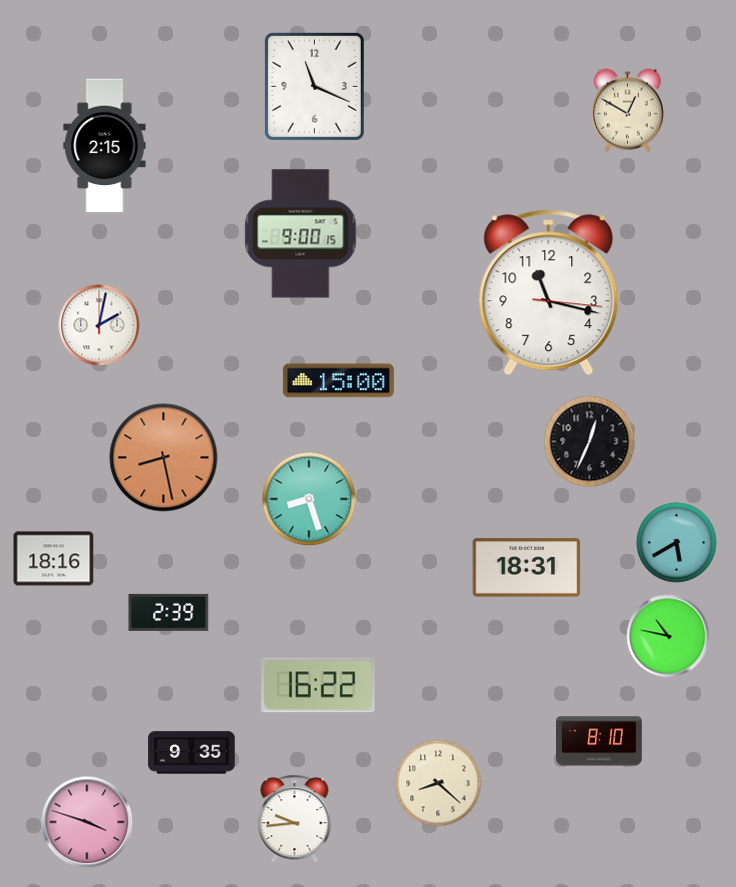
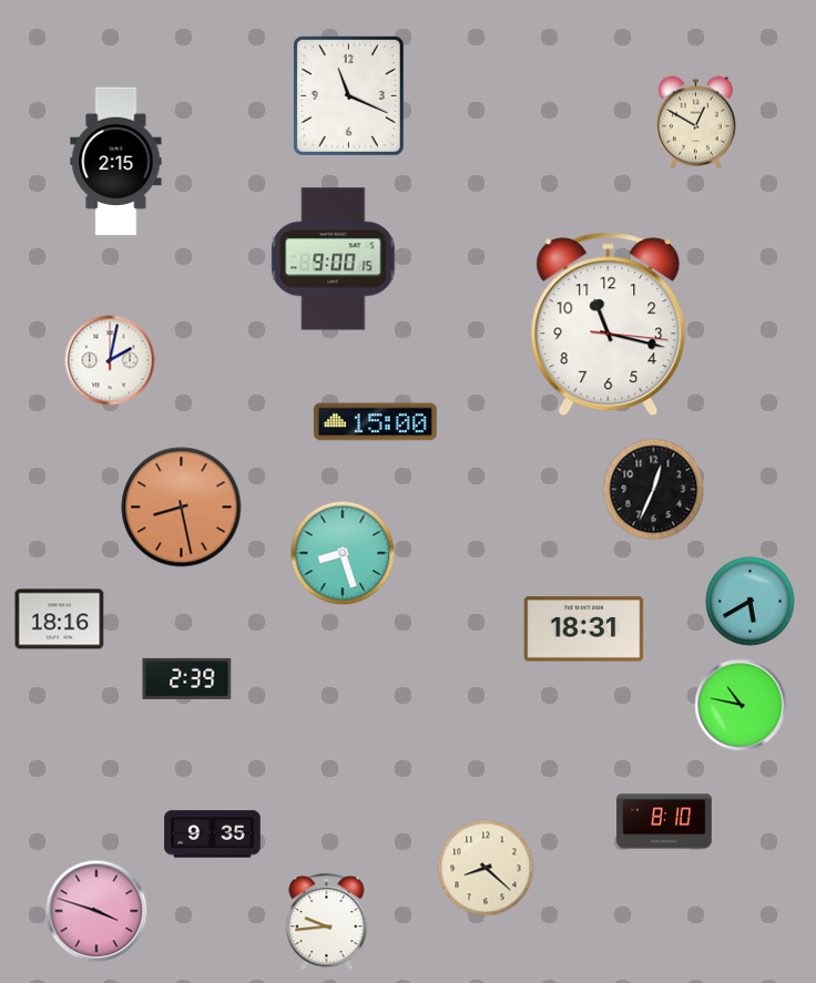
clock at (318, 685): 16:22 -> none
clock at (295, 819) position: (295, 819) -> (327, 922)
